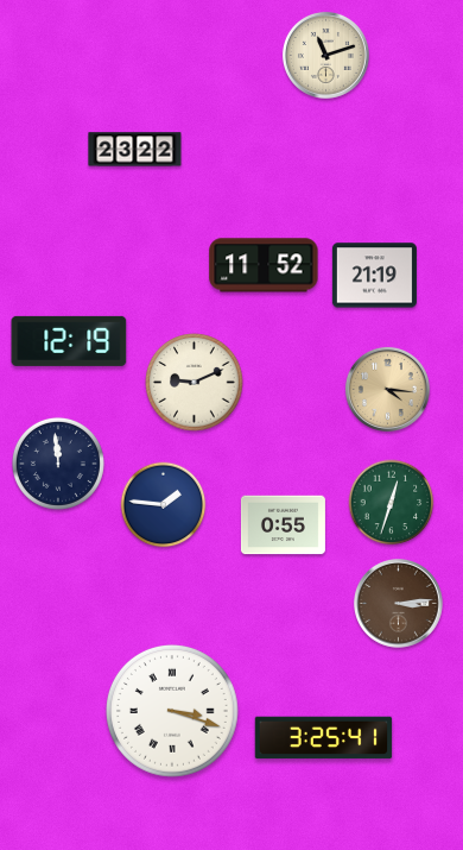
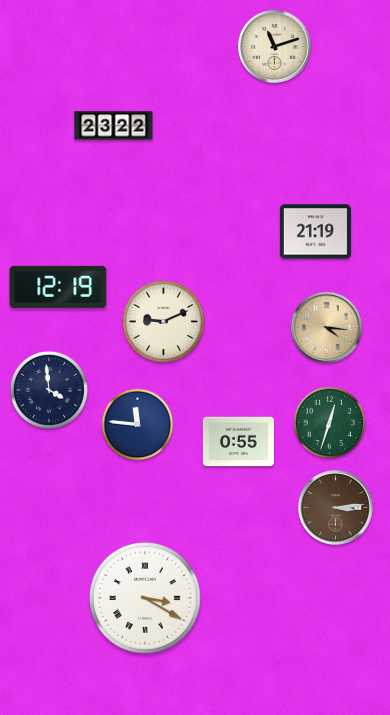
clock at (264, 265): 11:52 -> none
clock at (58, 464): 11:59 -> 3:59
clock at (164, 505): 1:46 -> 11:46
clock at (172, 711): 3:18 -> 3:20
clock at (324, 738): 3:25 -> none
